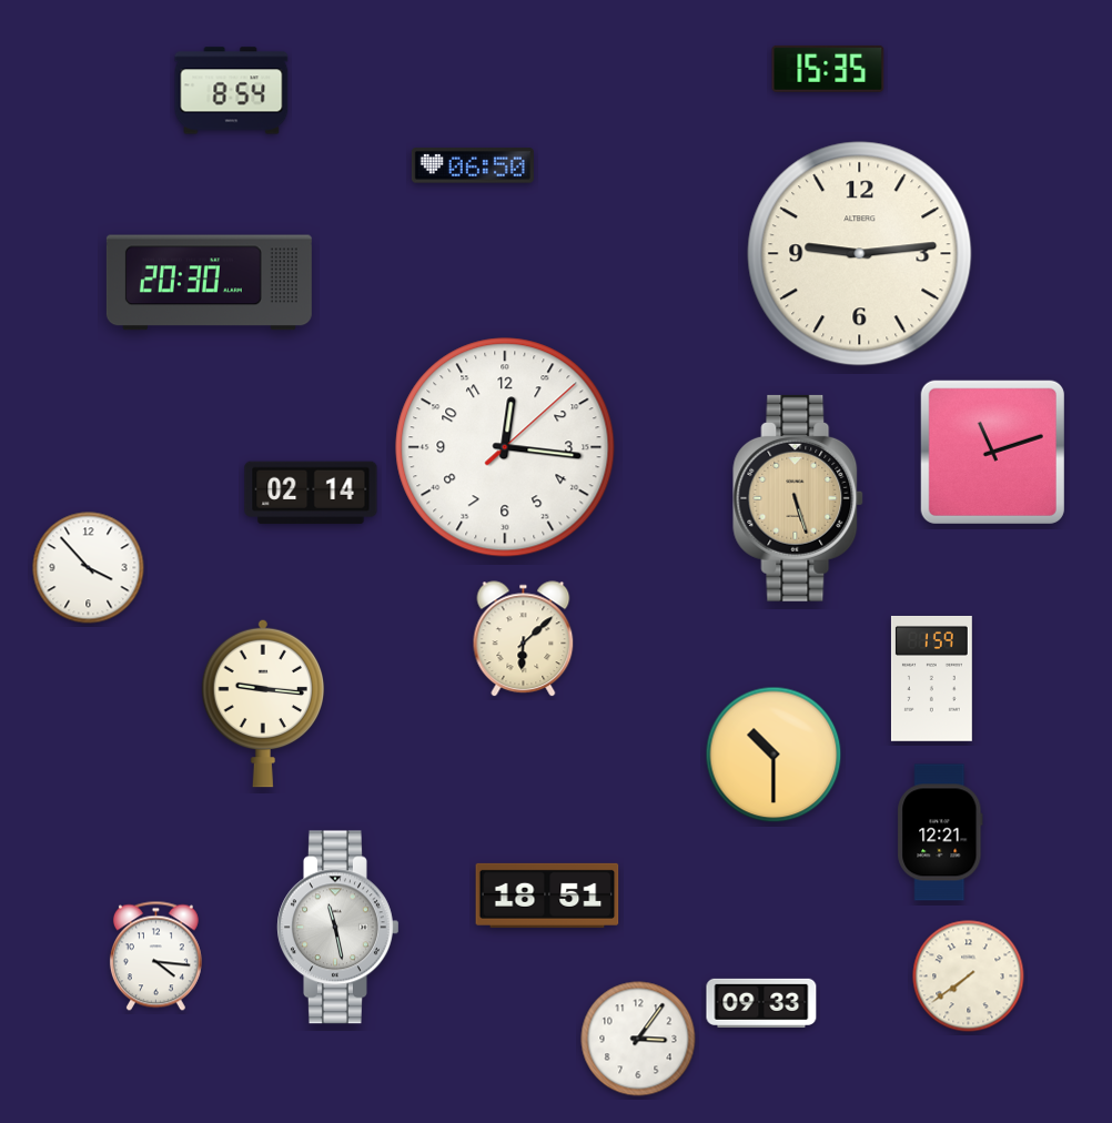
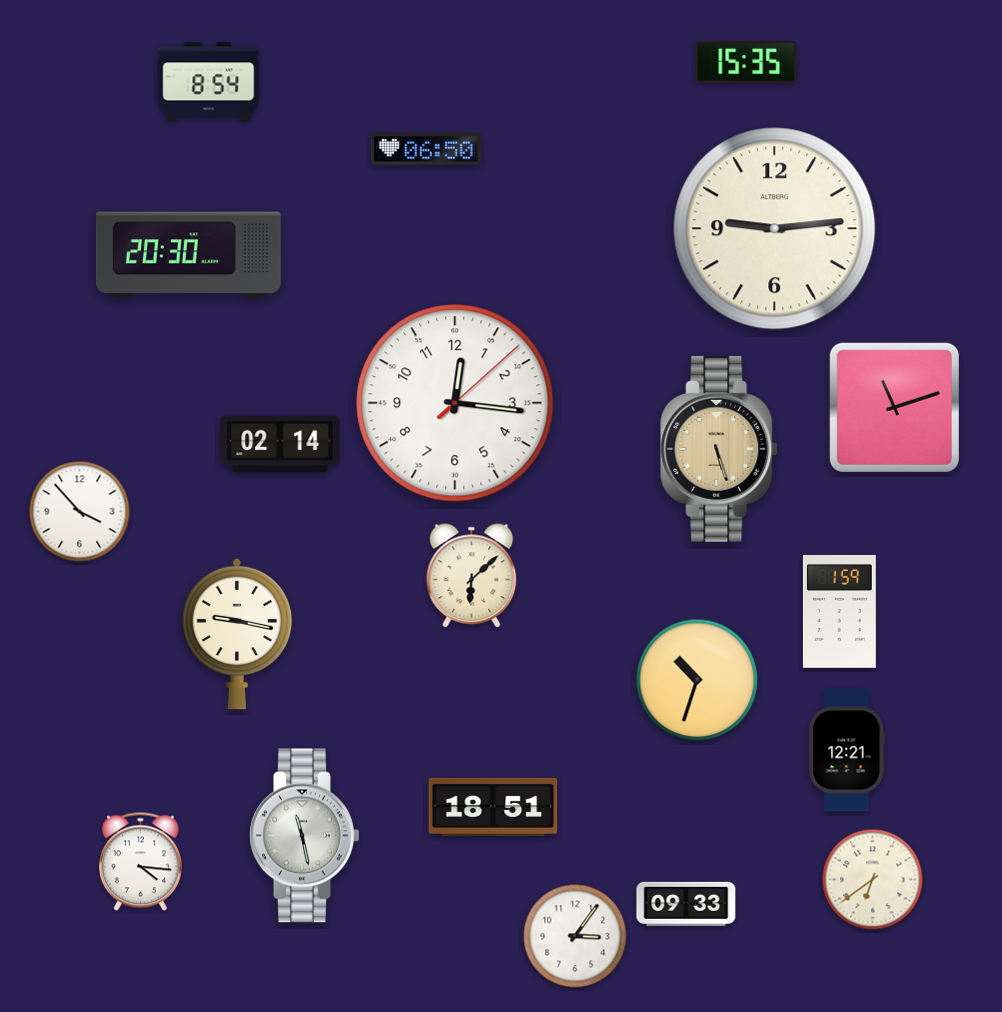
clock at (263, 704): 9:16 -> 9:17
clock at (774, 755): 10:30 -> 10:33
clock at (969, 977): 7:39 -> 6:39
